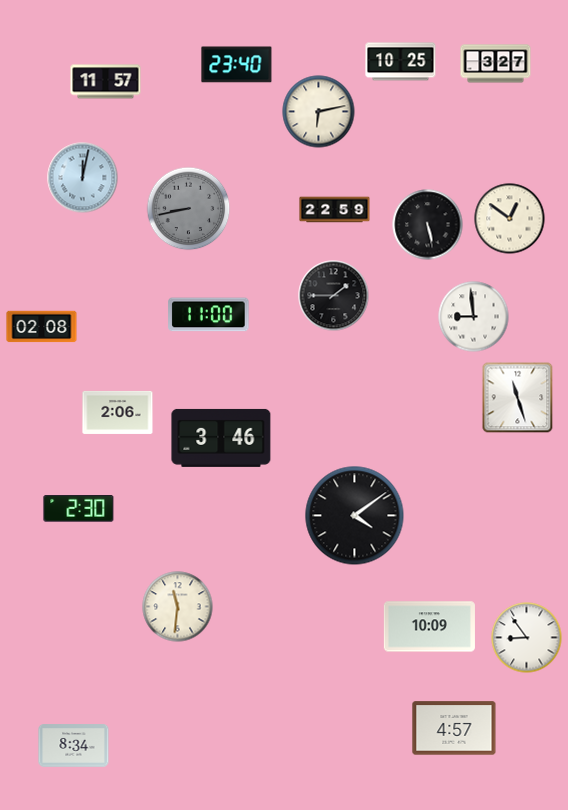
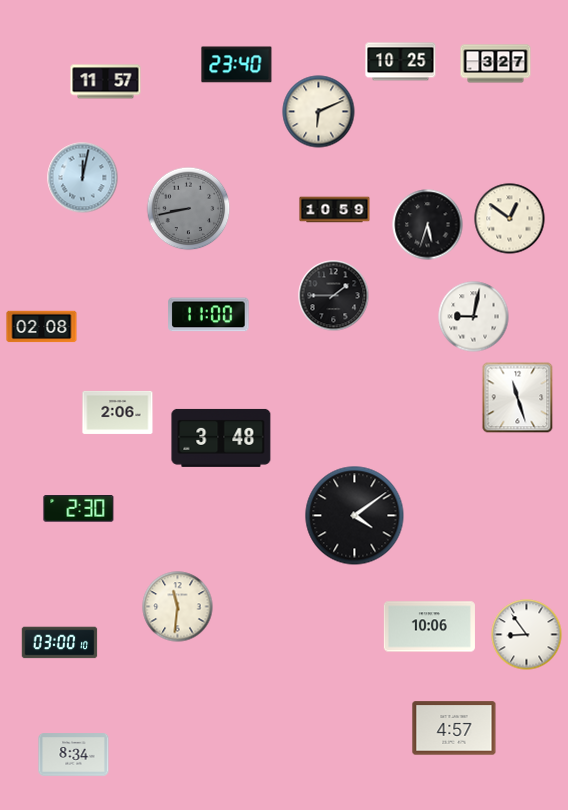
clock at (319, 112): 6:13 -> 6:11
clock at (335, 210): 22:59 -> 10:59
clock at (428, 225): 5:28 -> 5:33
clock at (474, 317): 8:59 -> 9:02
clock at (221, 438): 3:46 -> 3:48
clock at (429, 627): 10:09 -> 10:06
clock at (527, 638) position: (527, 638) -> (527, 635)
clock at (60, 643): none -> 03:00
clock at (74, 746) position: (74, 746) -> (74, 755)
